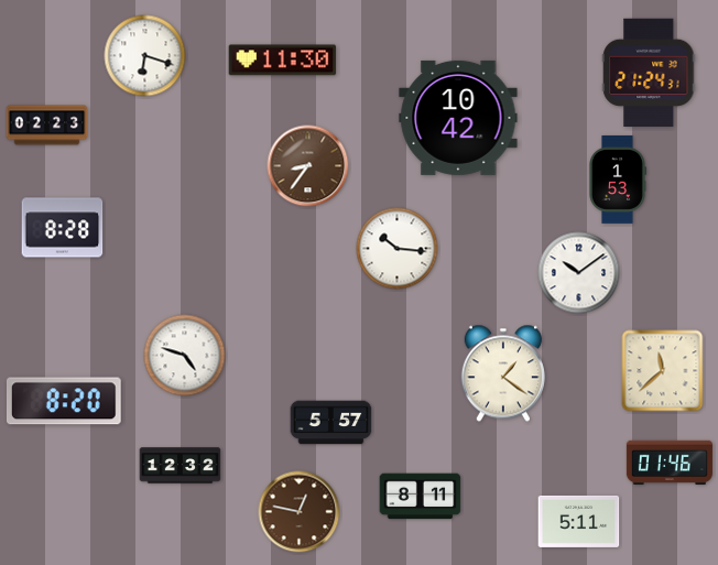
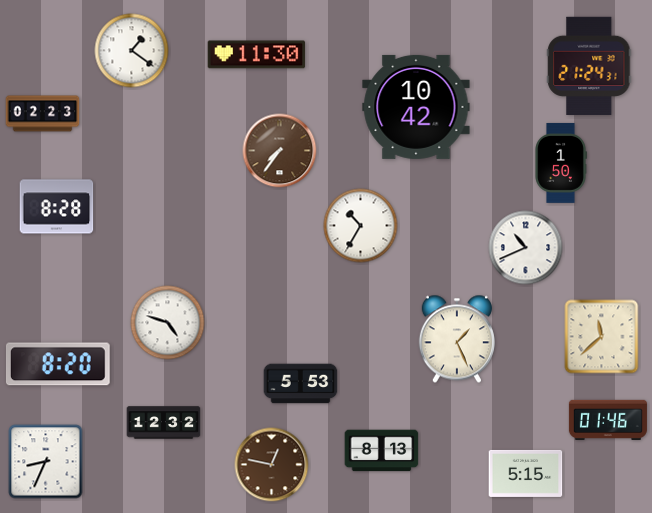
clock at (145, 56): 6:18 -> 1:21
clock at (308, 166): 8:36 -> 7:36
clock at (618, 180): 1:53 -> 1:50
clock at (398, 249): 10:16 -> 10:35
clock at (579, 273): 10:09 -> 10:41
clock at (503, 373): 1:21 -> 1:26
clock at (331, 423): 5:57 -> 5:53
clock at (421, 497): 8:11 -> 8:13
clock at (46, 462): none -> 8:34
clock at (579, 521): 5:11 -> 5:15
